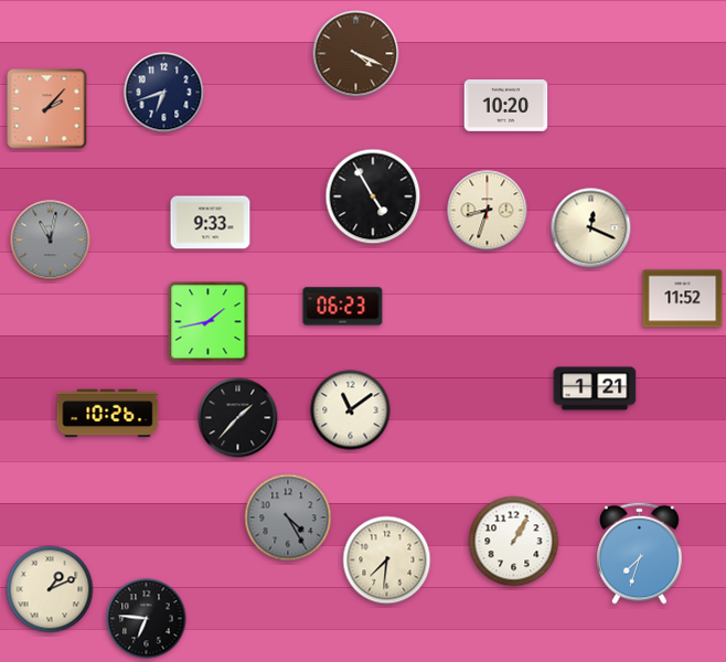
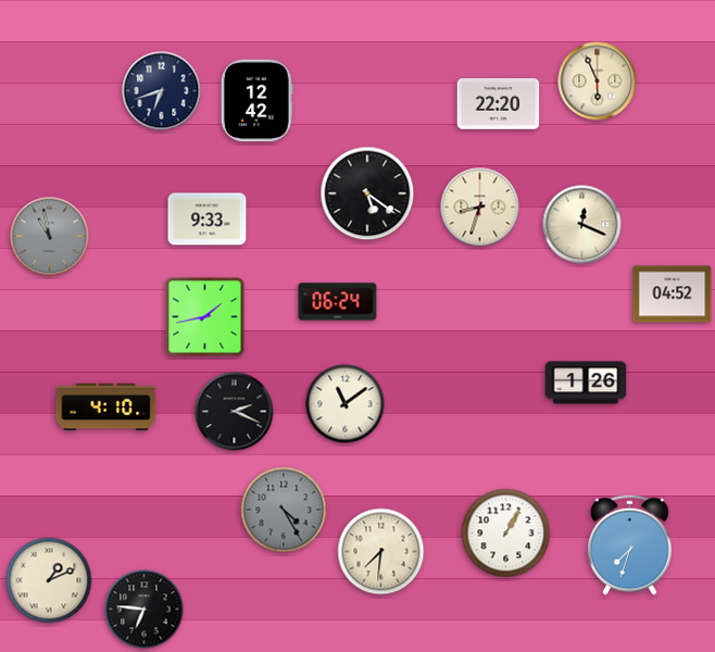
clock at (356, 54): 4:19 -> none
clock at (598, 81): none -> 5:56
clock at (256, 101): none -> 12:42
clock at (506, 106): 10:20 -> 22:20
clock at (47, 109): 2:07 -> none
clock at (373, 196): 4:55 -> 5:21
clock at (51, 241): 11:02 -> 10:58
clock at (683, 299): 11:52 -> 04:52
clock at (343, 307): 06:23 -> 06:24
clock at (595, 388): 1:21 -> 1:26
clock at (108, 414): 10:26 -> 4:10
clock at (238, 418): 1:37 -> 2:19
